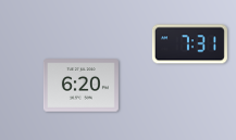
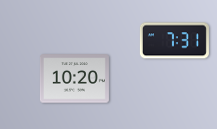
clock at (80, 86): 6:20 -> 10:20
